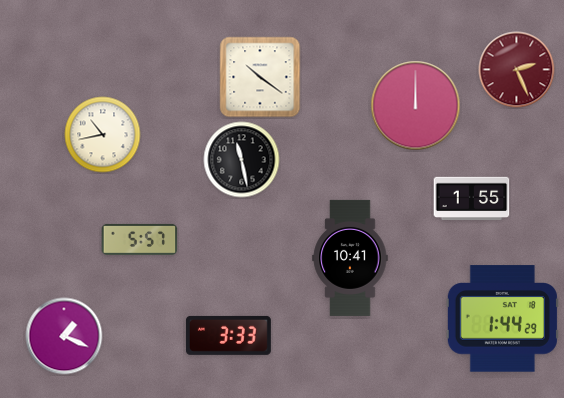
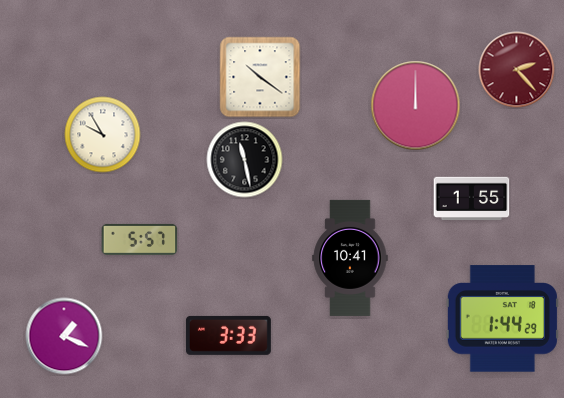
clock at (517, 70): 2:26 -> 2:23
clock at (103, 135): 10:43 -> 9:55
clock at (242, 160) position: (242, 160) -> (245, 160)
